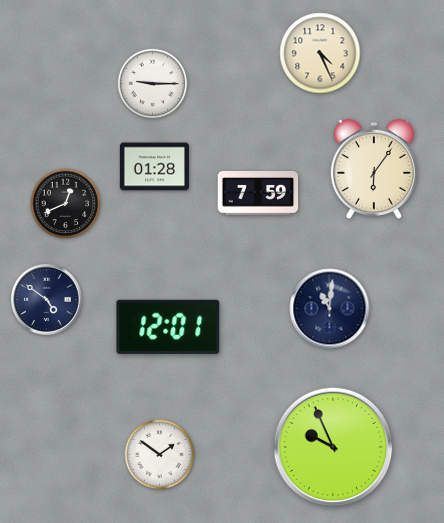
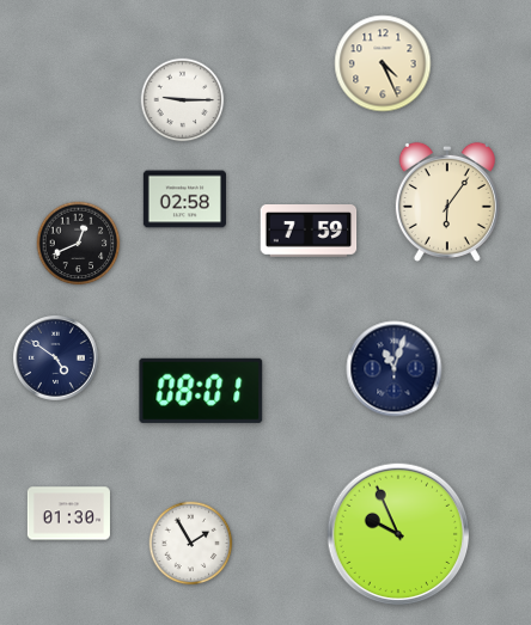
clock at (154, 167): 01:28 -> 02:58
clock at (330, 309): 11:01 -> 11:03
clock at (168, 327): 12:01 -> 08:01
clock at (68, 514): none -> 01:30
clock at (160, 455): 1:51 -> 1:55
